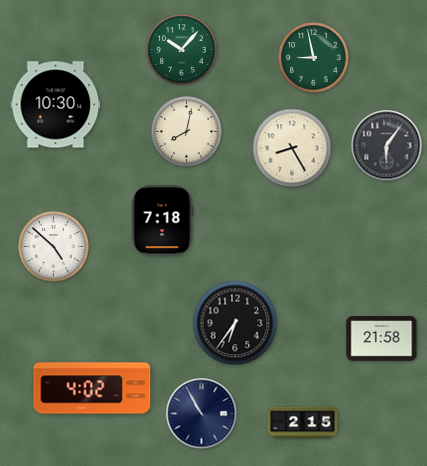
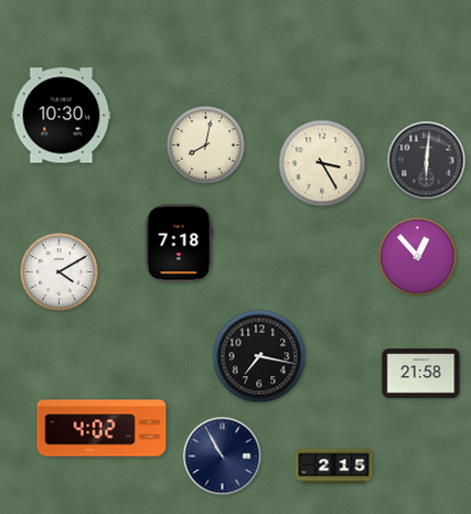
clock at (182, 50): 10:07 -> none
clock at (314, 58): 8:58 -> none
clock at (387, 146): 6:06 -> 6:01
clock at (292, 148): 8:25 -> 3:25
clock at (418, 257): none -> 12:53
clock at (54, 247): 4:52 -> 4:10
clock at (235, 323): 6:36 -> 7:17
